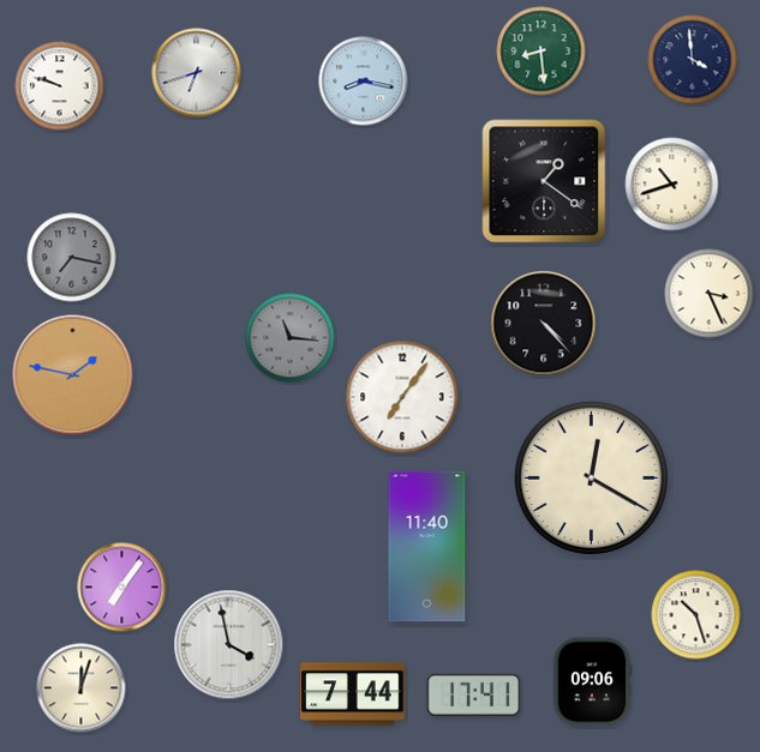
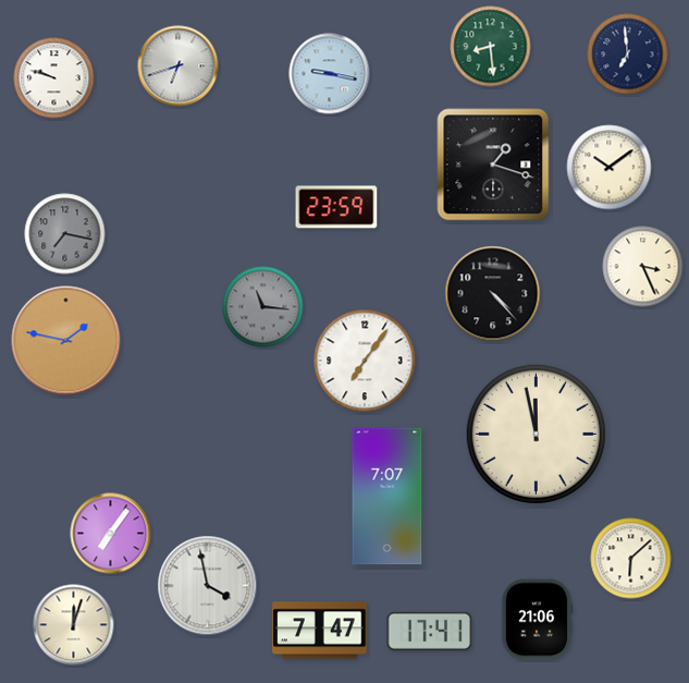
clock at (693, 60): 3:59 -> 6:59
clock at (364, 82): 8:17 -> 9:17
clock at (544, 181): 1:21 -> 1:18
clock at (672, 185): 10:42 -> 10:09
clock at (336, 207): none -> 23:59
clock at (591, 477): 12:20 -> 11:58
clock at (427, 547): 11:40 -> 7:07
clock at (696, 615): 10:27 -> 6:08
clock at (592, 682): 09:06 -> 21:06
clock at (353, 694): 7:44 -> 7:47
